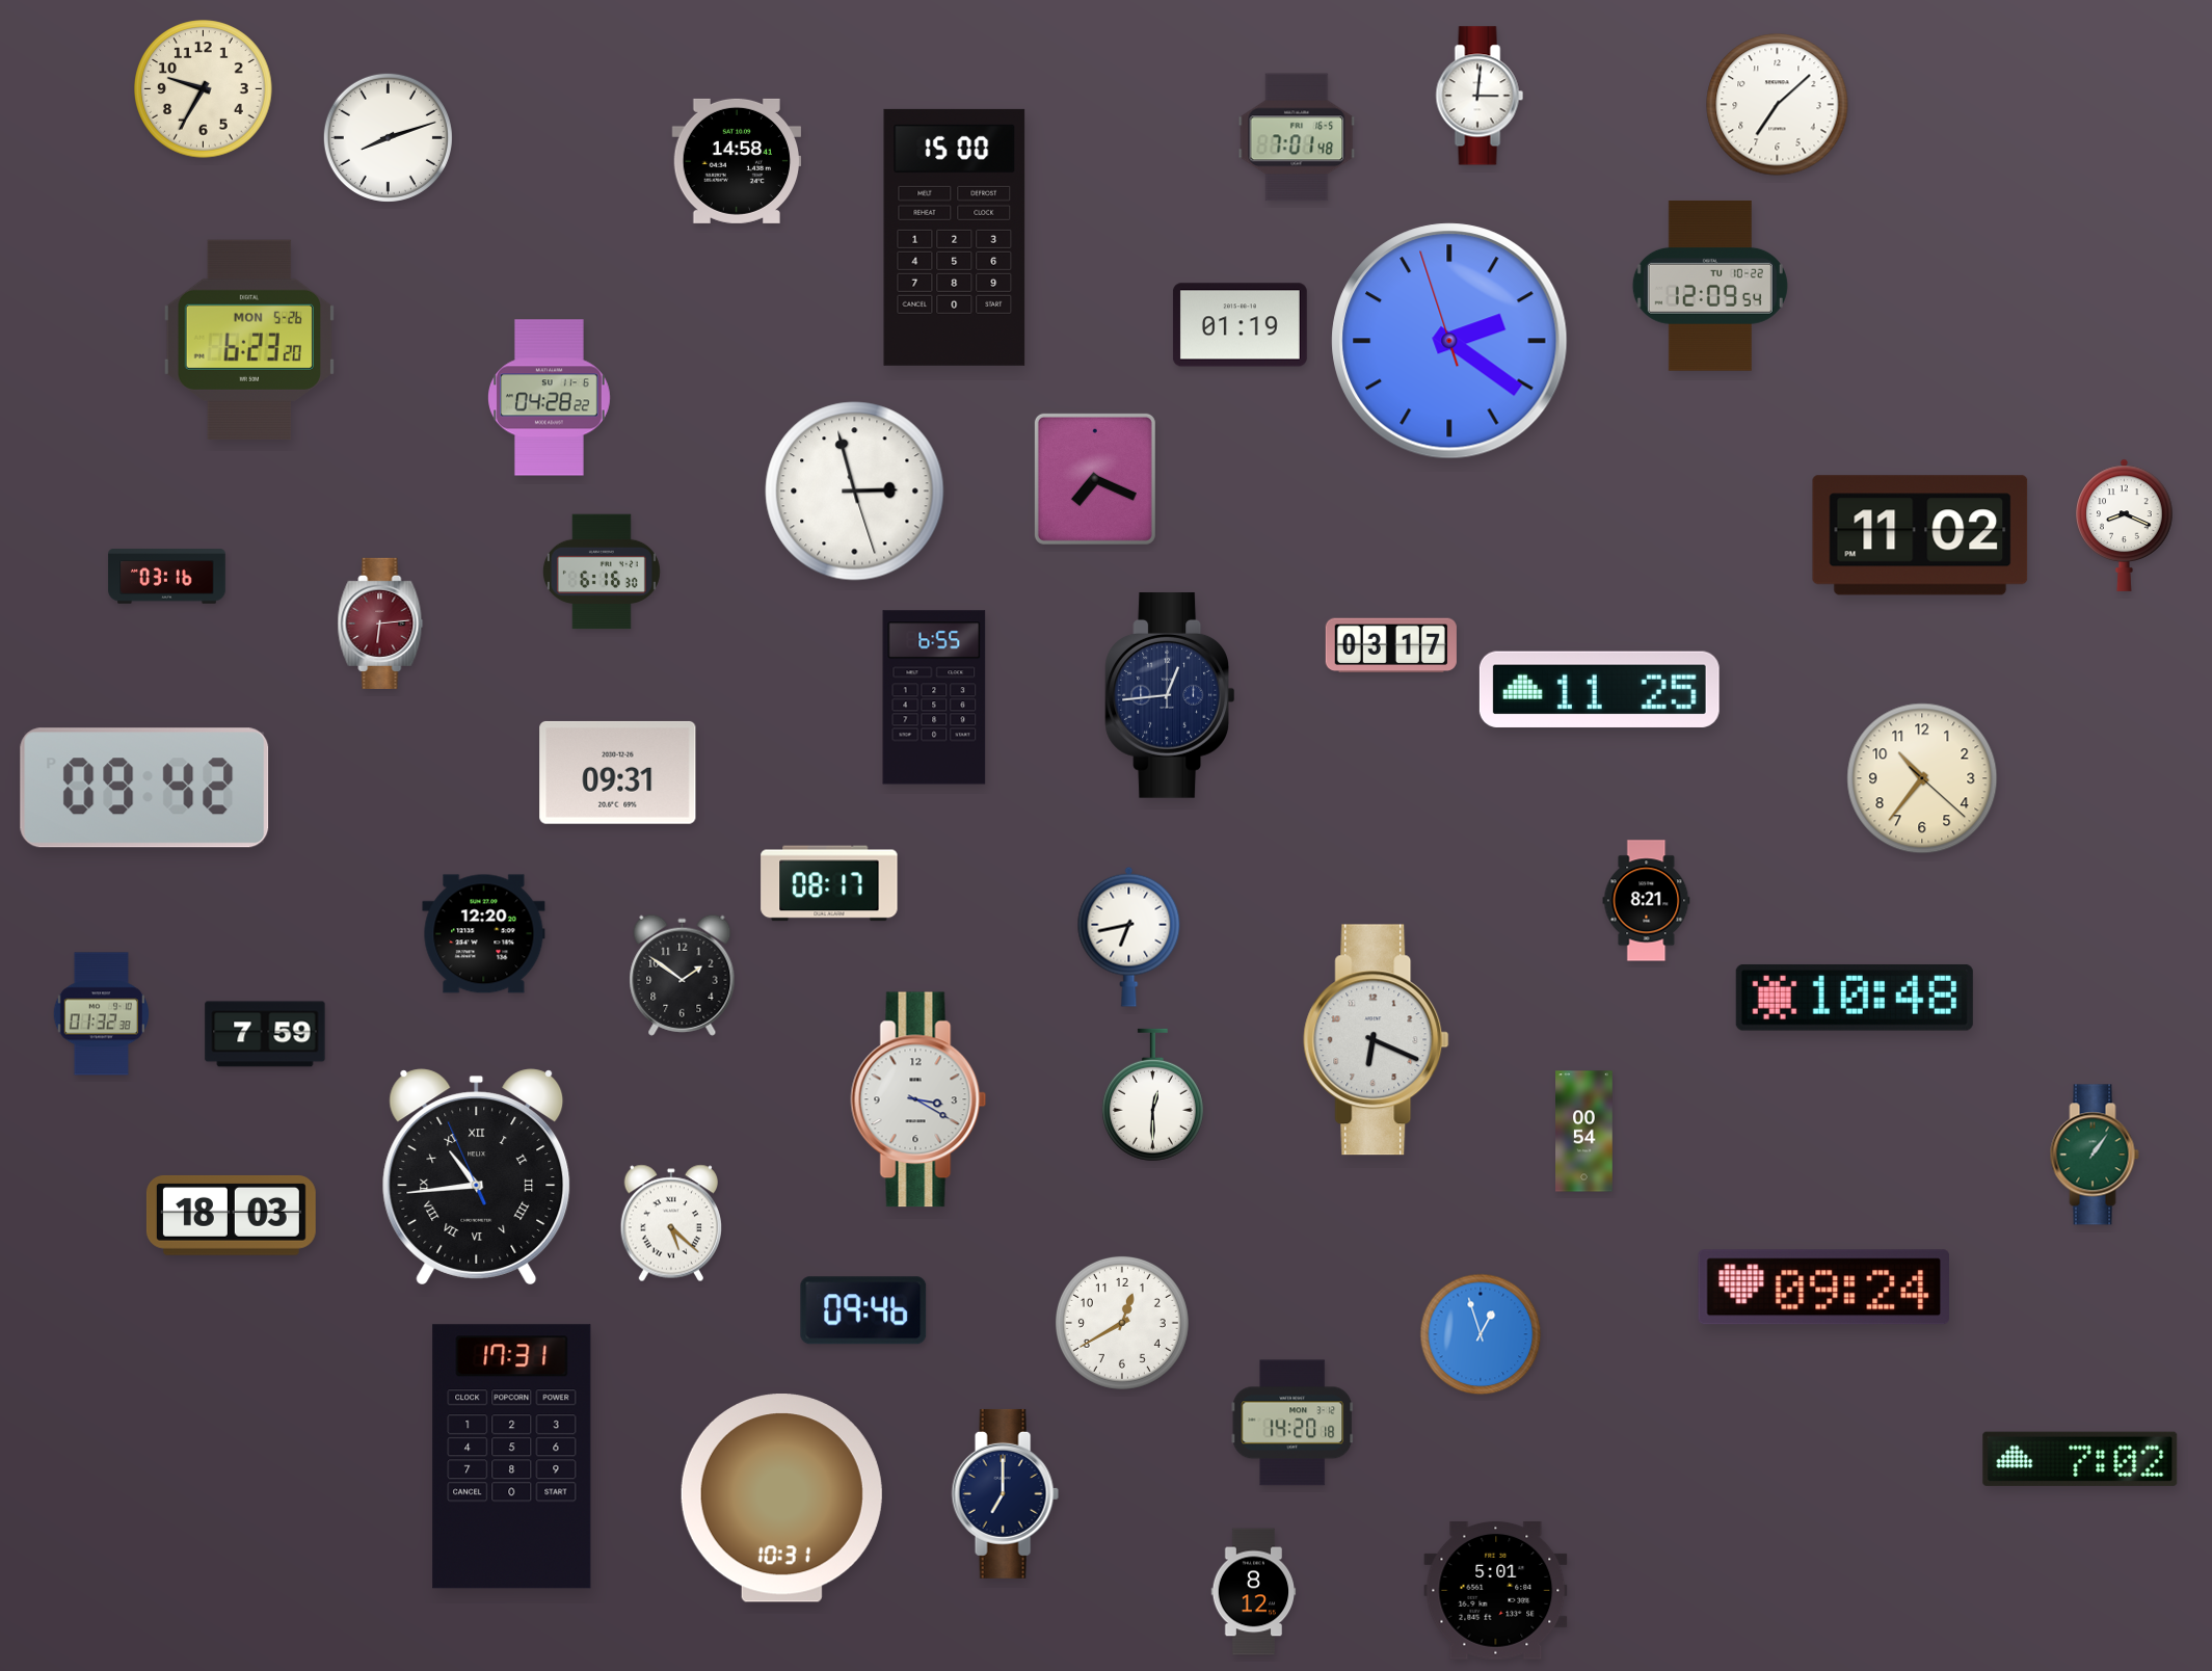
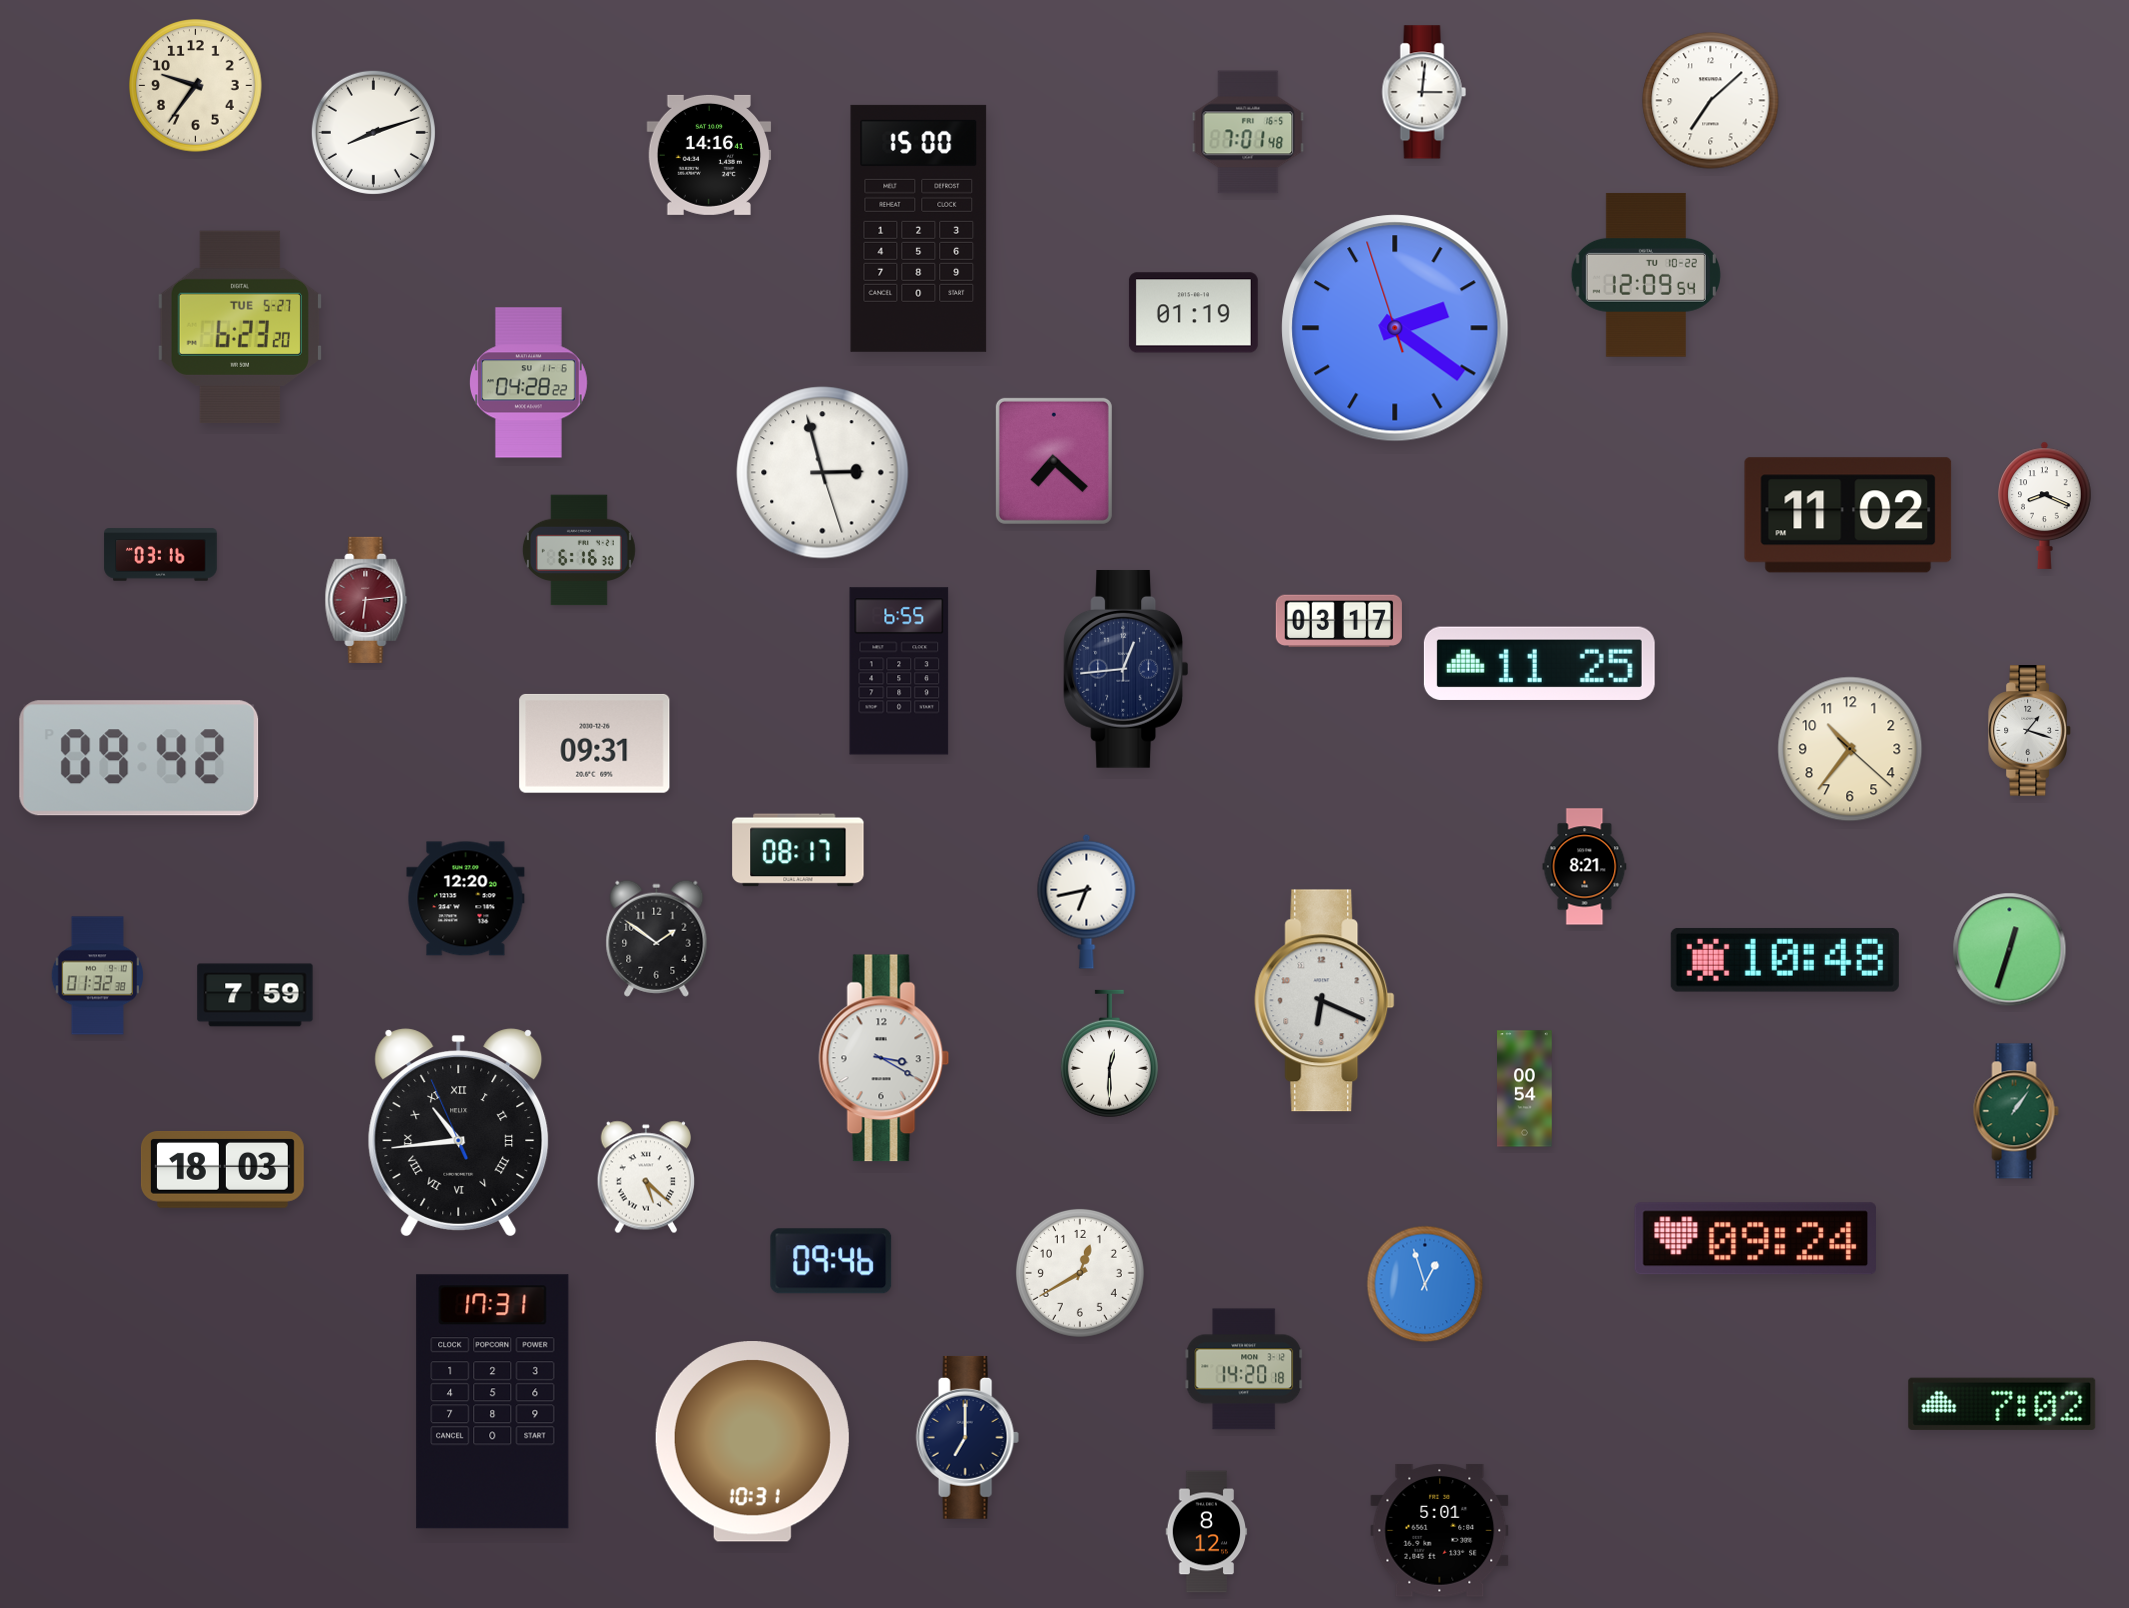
clock at (204, 89): 9:35 -> 9:36
clock at (737, 161): 14:58 -> 14:16
clock at (249, 340) date: MON 5-26 -> TUE 5-27
clock at (1095, 479): 7:19 -> 7:22
clock at (2030, 731): none -> 1:18
clock at (2010, 950): none -> 12:33
